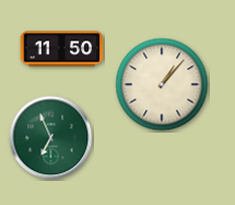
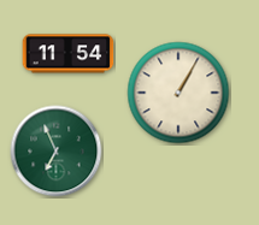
clock at (62, 49): 11:50 -> 11:54
clock at (162, 84): 1:07 -> 1:05
